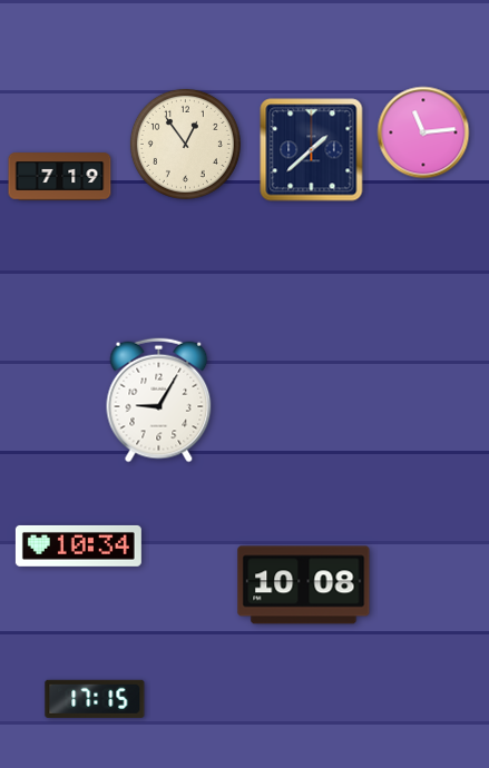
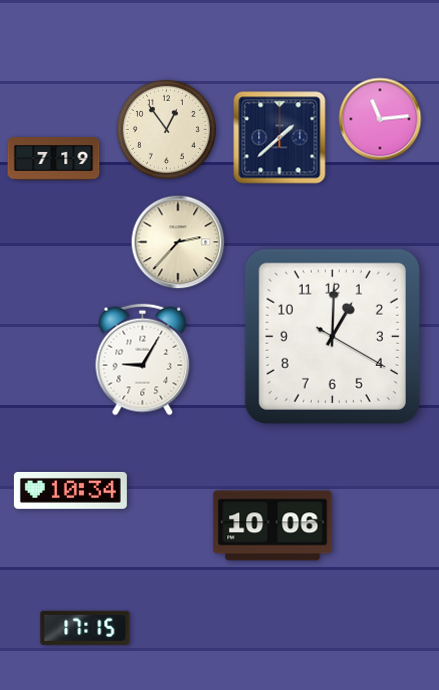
clock at (312, 150) position: (312, 150) -> (280, 138)
clock at (178, 242): none -> 2:37
clock at (332, 336): none -> 1:00
clock at (304, 585): 10:08 -> 10:06
